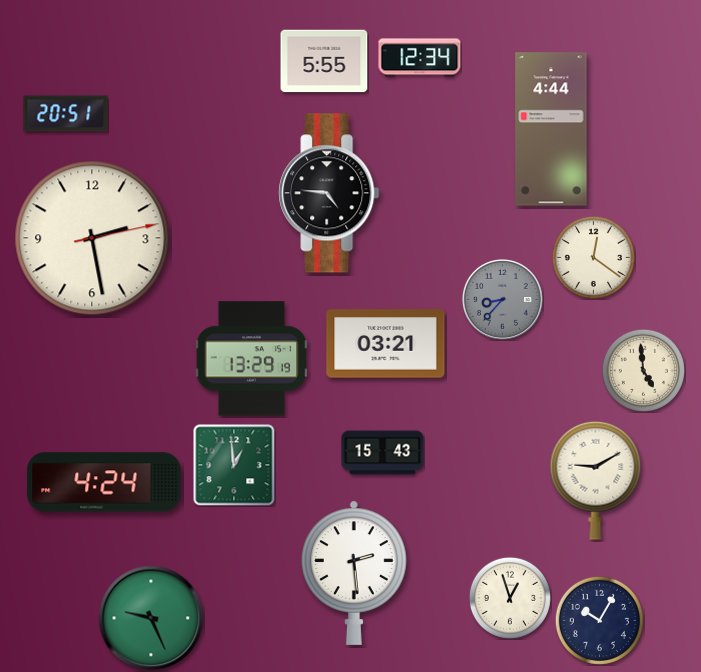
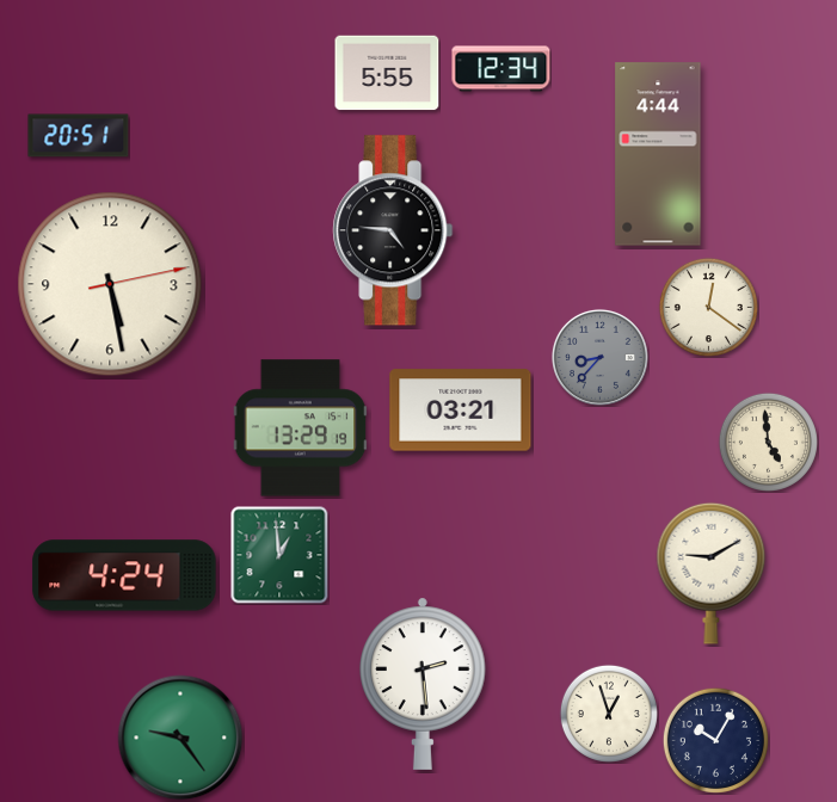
clock at (92, 238): 2:28 -> 5:28
clock at (383, 453): 15:43 -> none
clock at (151, 618): 9:26 -> 9:24
